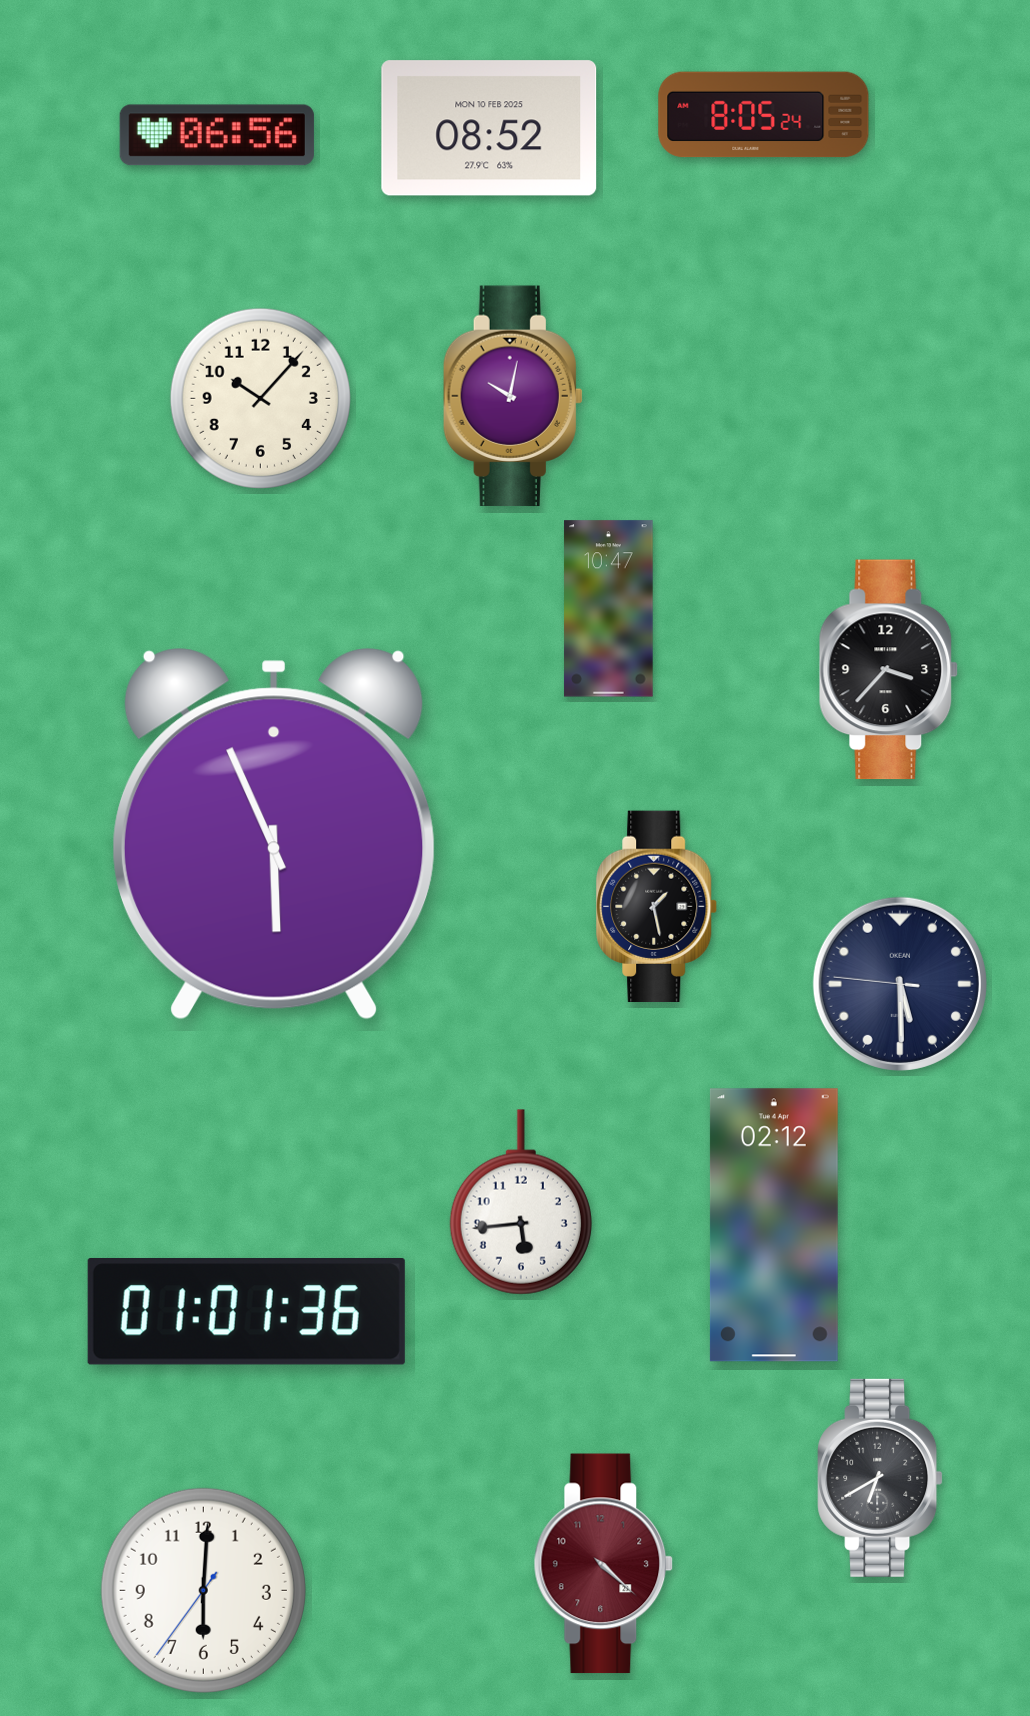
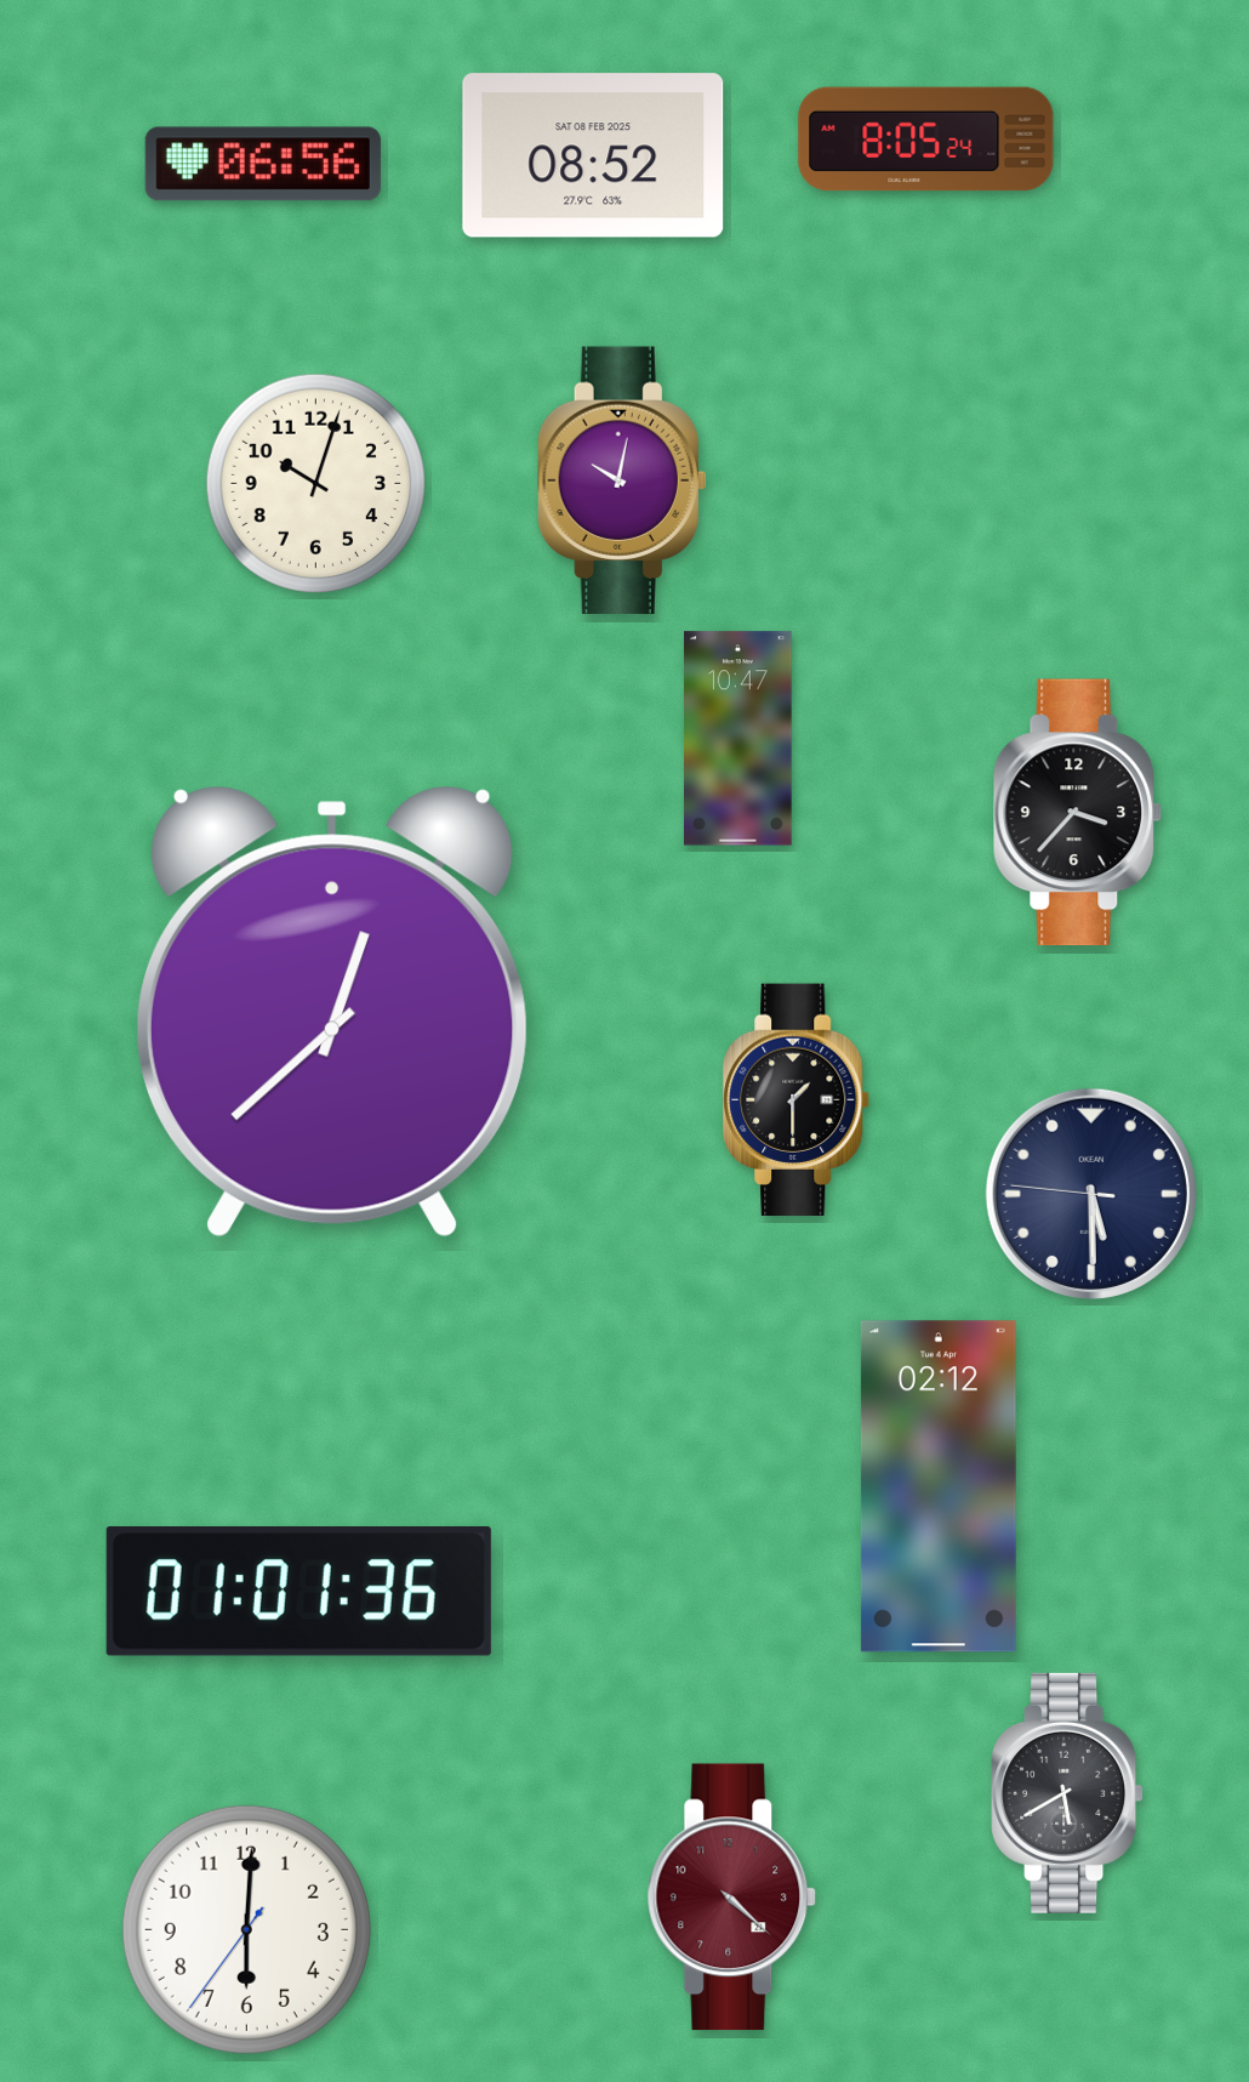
clock at (489, 128) date: MON 10 FEB 2025 -> SAT 08 FEB 2025
clock at (260, 398): 10:07 -> 10:03
clock at (274, 834): 5:56 -> 12:38
clock at (657, 906): 1:28 -> 1:30
clock at (521, 1202): 5:44 -> none
clock at (880, 1478): 6:40 -> 5:40
